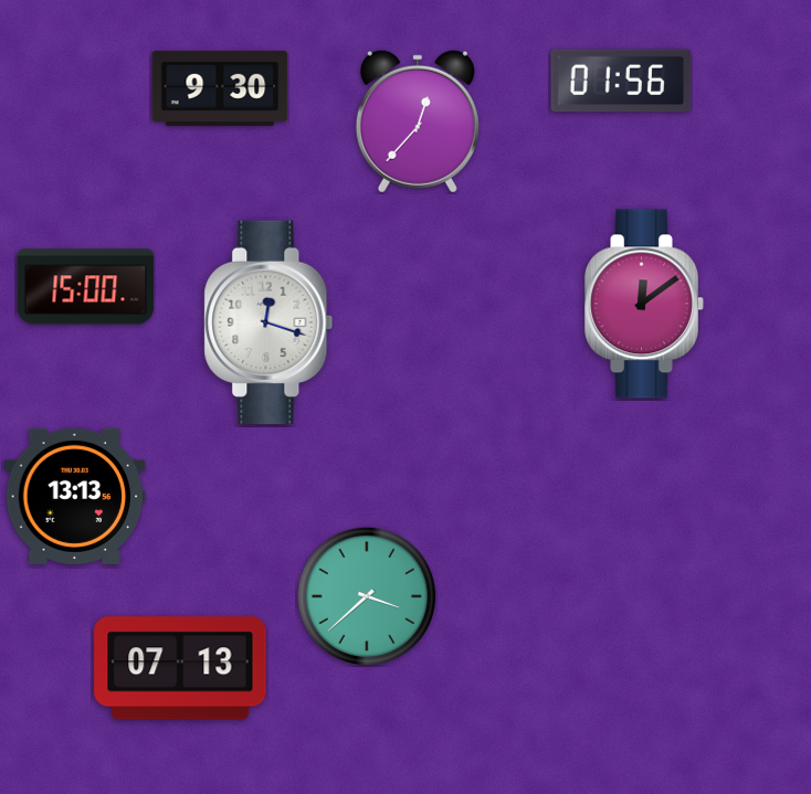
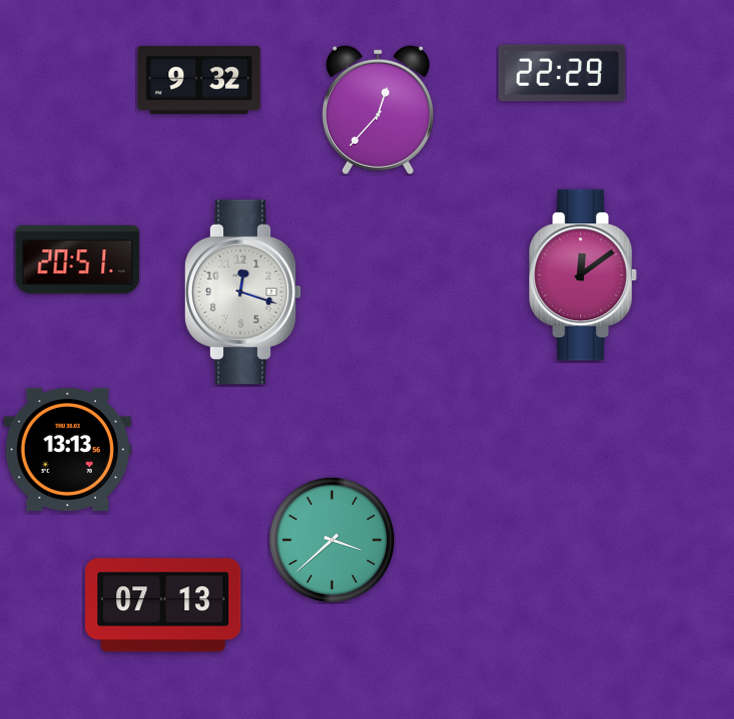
clock at (621, 81): 01:56 -> 22:29
clock at (220, 88): 9:30 -> 9:32
clock at (86, 287): 15:00 -> 20:51
